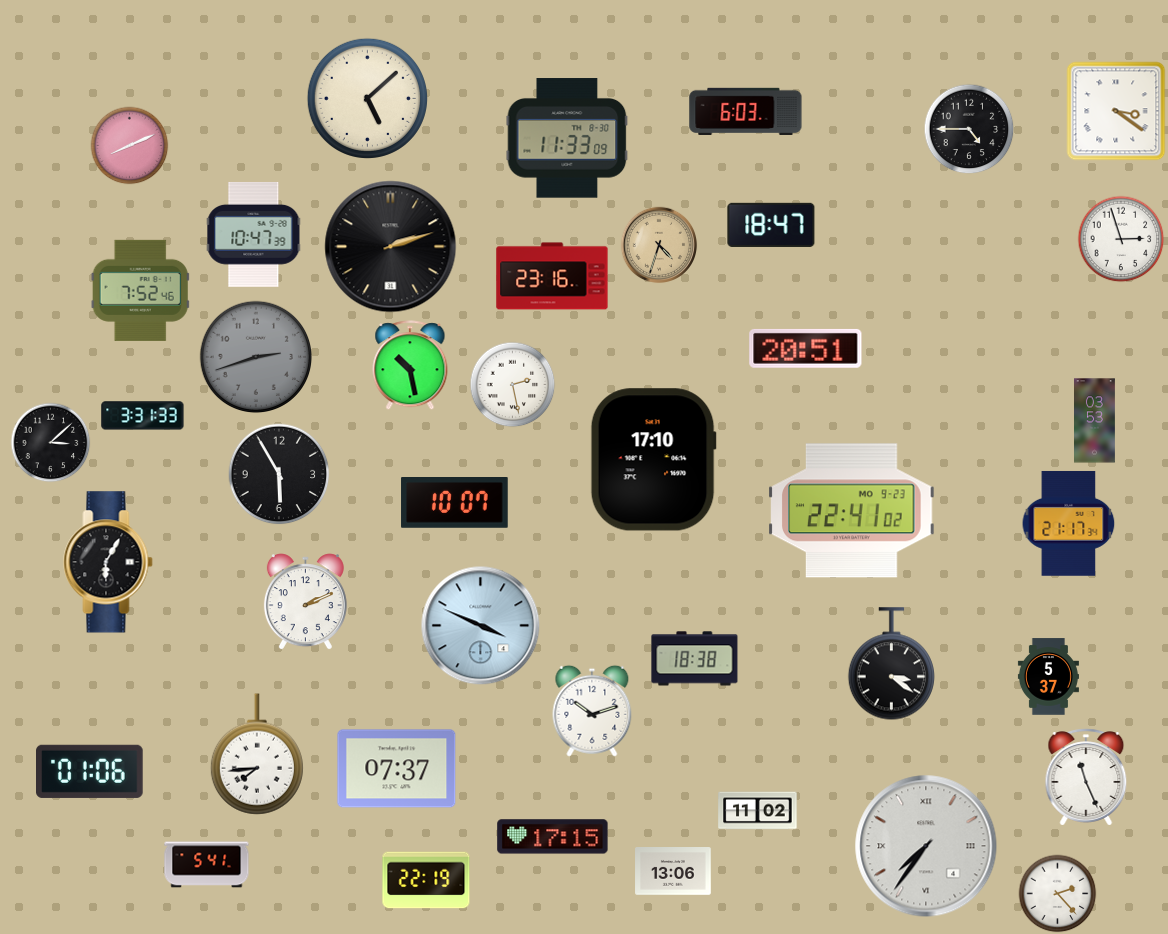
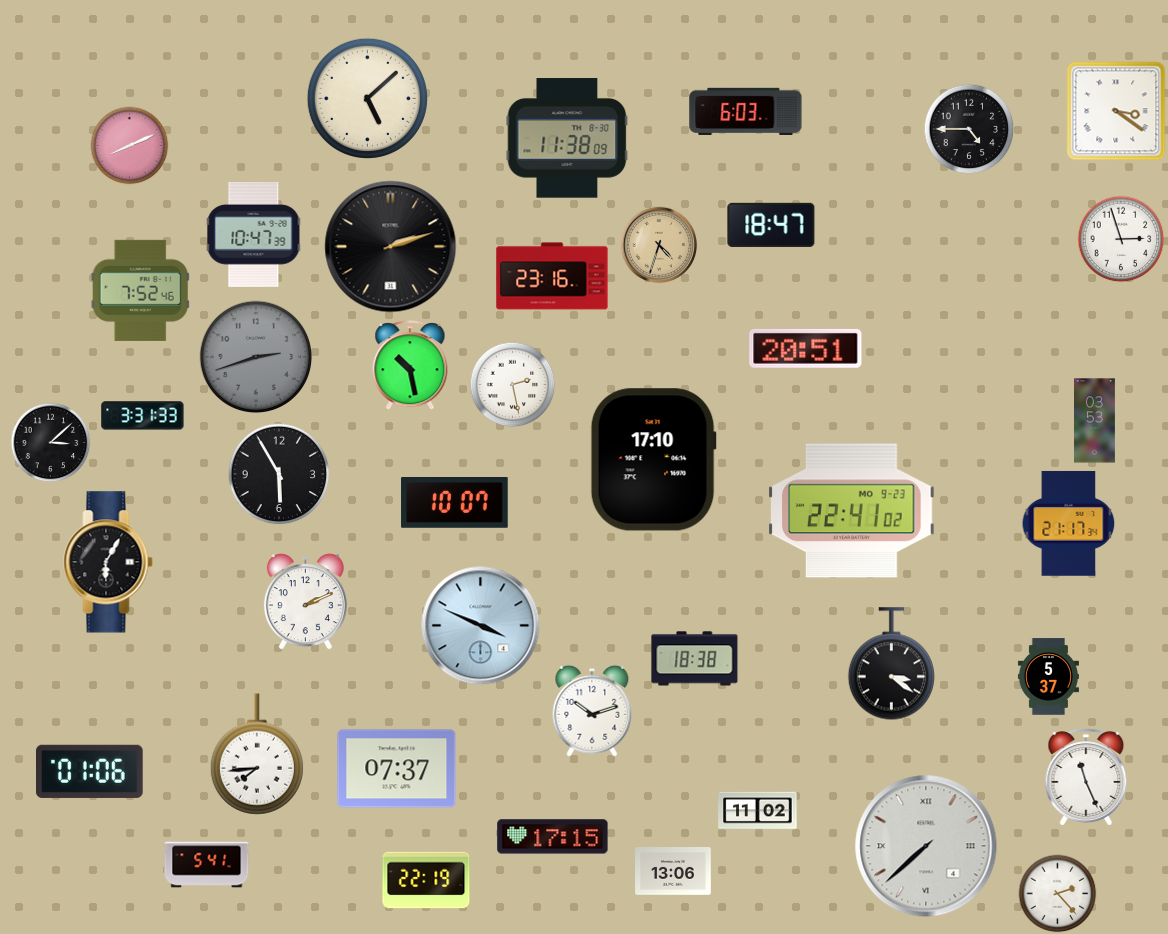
clock at (567, 138): 11:33 -> 11:38
clock at (926, 846): 7:36 -> 7:38
